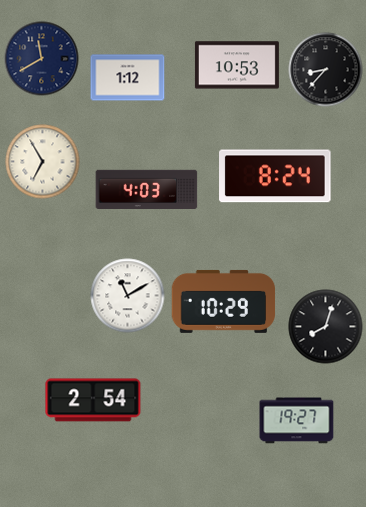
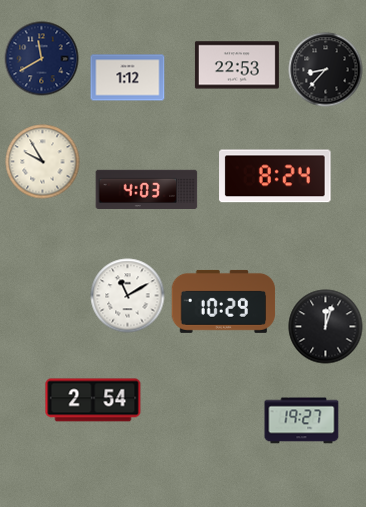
clock at (237, 65): 10:53 -> 22:53
clock at (43, 162): 6:55 -> 9:55
clock at (326, 327): 8:03 -> 12:03
clock at (297, 421) position: (297, 421) -> (302, 421)
